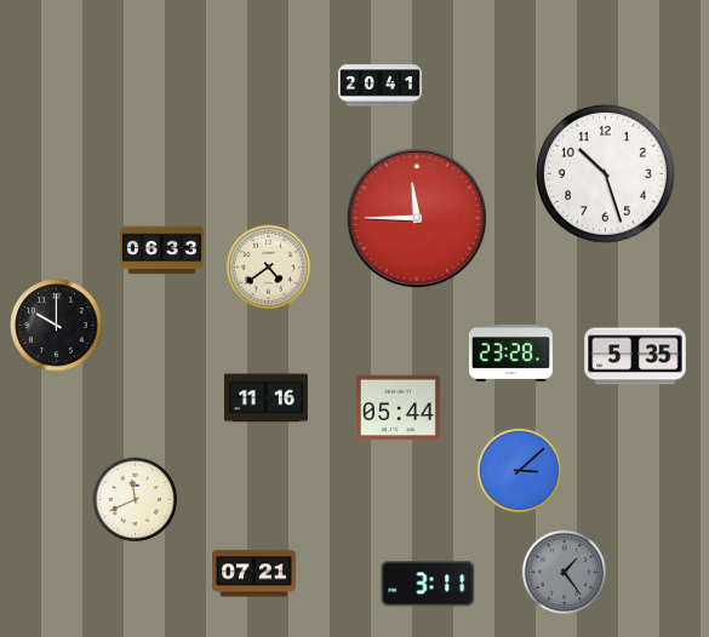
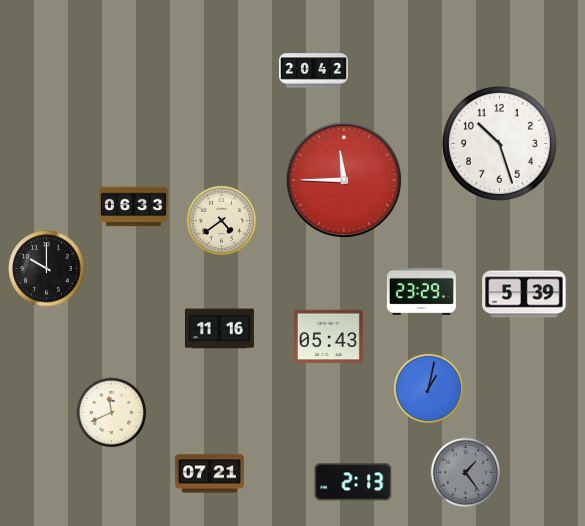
clock at (379, 86): 20:41 -> 20:42
clock at (510, 352): 23:28 -> 23:29
clock at (635, 356): 5:35 -> 5:39
clock at (398, 408): 05:44 -> 05:43
clock at (520, 471): 3:08 -> 1:02
clock at (428, 584): 3:11 -> 2:13
